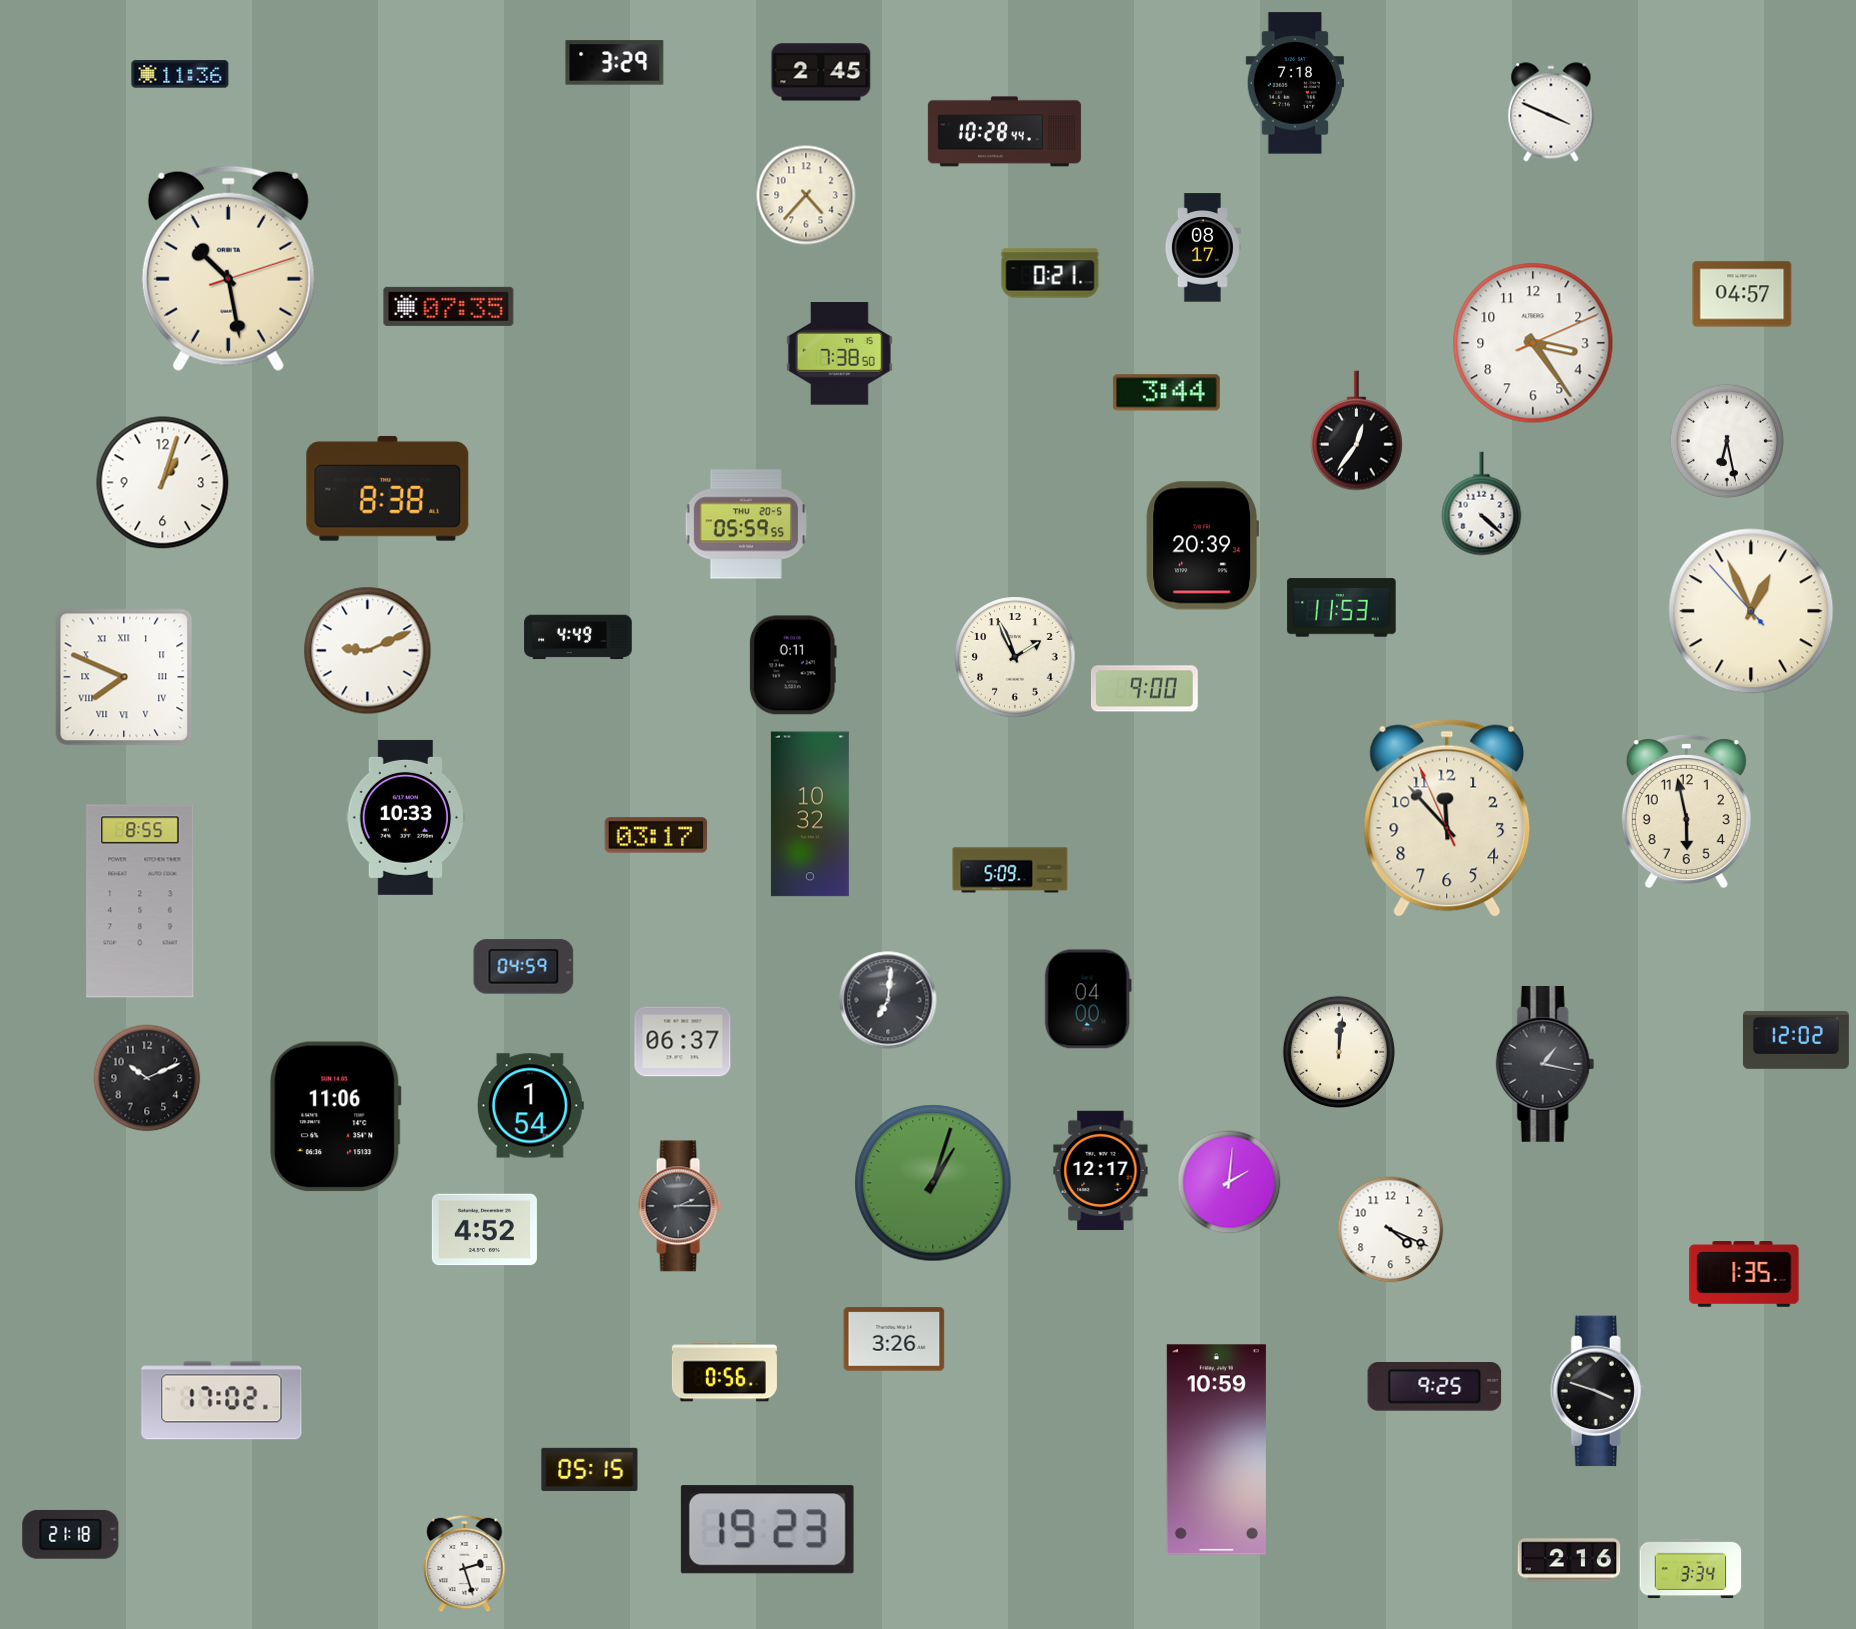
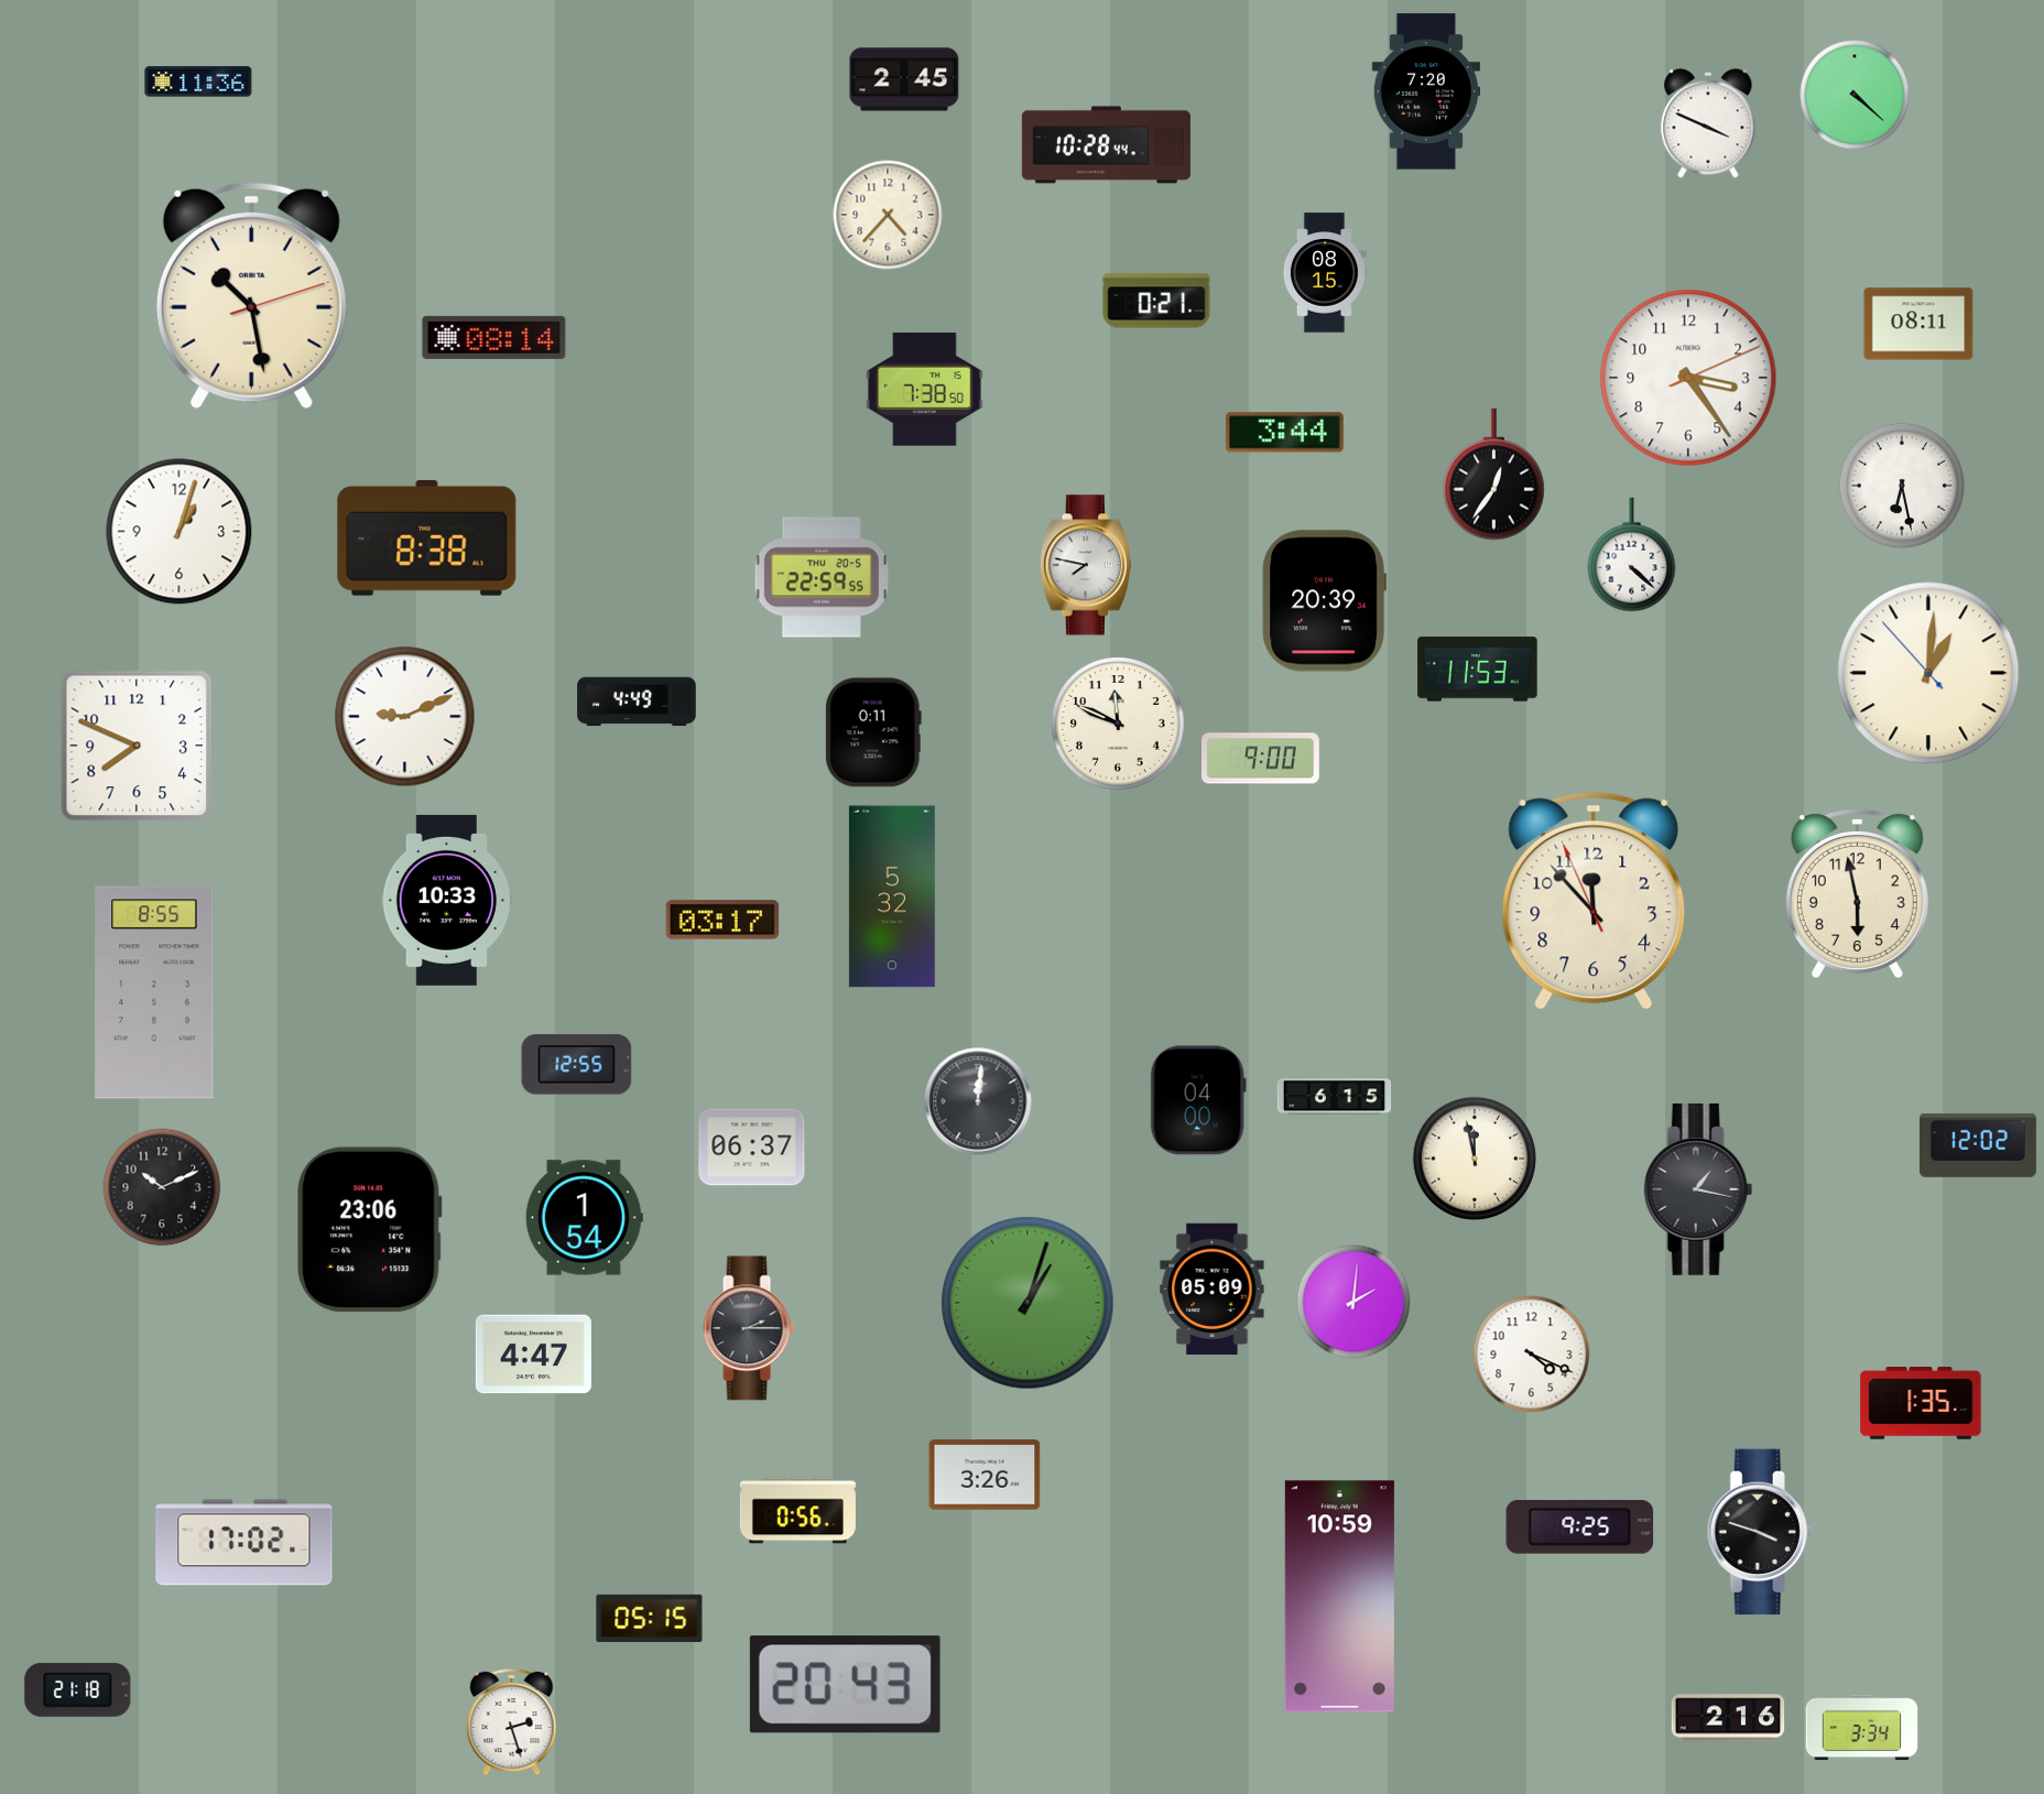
clock at (615, 63): 3:29 -> none
clock at (1294, 83): 7:18 -> 7:20
clock at (1855, 95): none -> 4:22
clock at (1202, 248): 08:17 -> 08:15
clock at (1742, 294): 04:57 -> 08:11
clock at (449, 306): 07:35 -> 08:14
clock at (1086, 565): none -> 7:47
clock at (745, 524): 05:59 -> 22:59
clock at (1751, 611): 12:55 -> 1:00
clock at (1015, 657): 1:56 -> 11:49
clock at (124, 677) numerals: Roman -> Arabic
clock at (810, 814): 10:32 -> 5:32
clock at (1010, 870): 5:09 -> none
clock at (524, 967): 04:59 -> 12:55
clock at (1335, 1097): none -> 6:15
clock at (888, 1000): 7:01 -> 12:01
clock at (1339, 1052): 12:01 -> 11:58
clock at (1545, 1064) position: (1545, 1064) -> (1698, 1189)
clock at (336, 1117): 11:06 -> 23:06
clock at (1101, 1171): 12:17 -> 05:09
clock at (484, 1230): 4:52 -> 4:47
clock at (767, 1530): 19:23 -> 20:43
